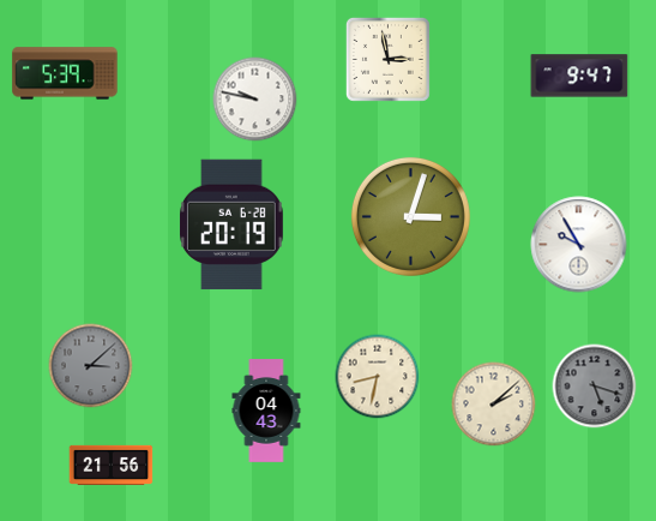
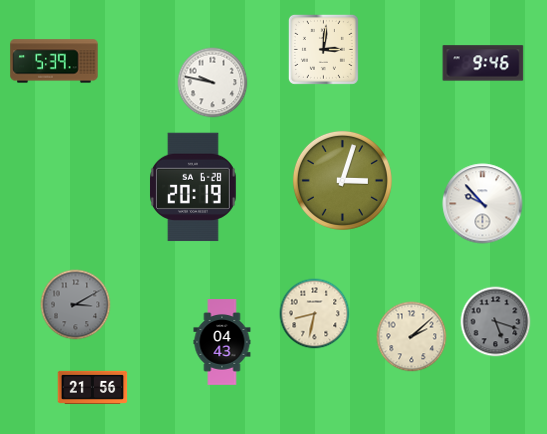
clock at (387, 59): 2:58 -> 3:01
clock at (579, 76): 9:47 -> 9:46
clock at (579, 245): 9:55 -> 9:53
clock at (91, 366): 3:08 -> 3:10
